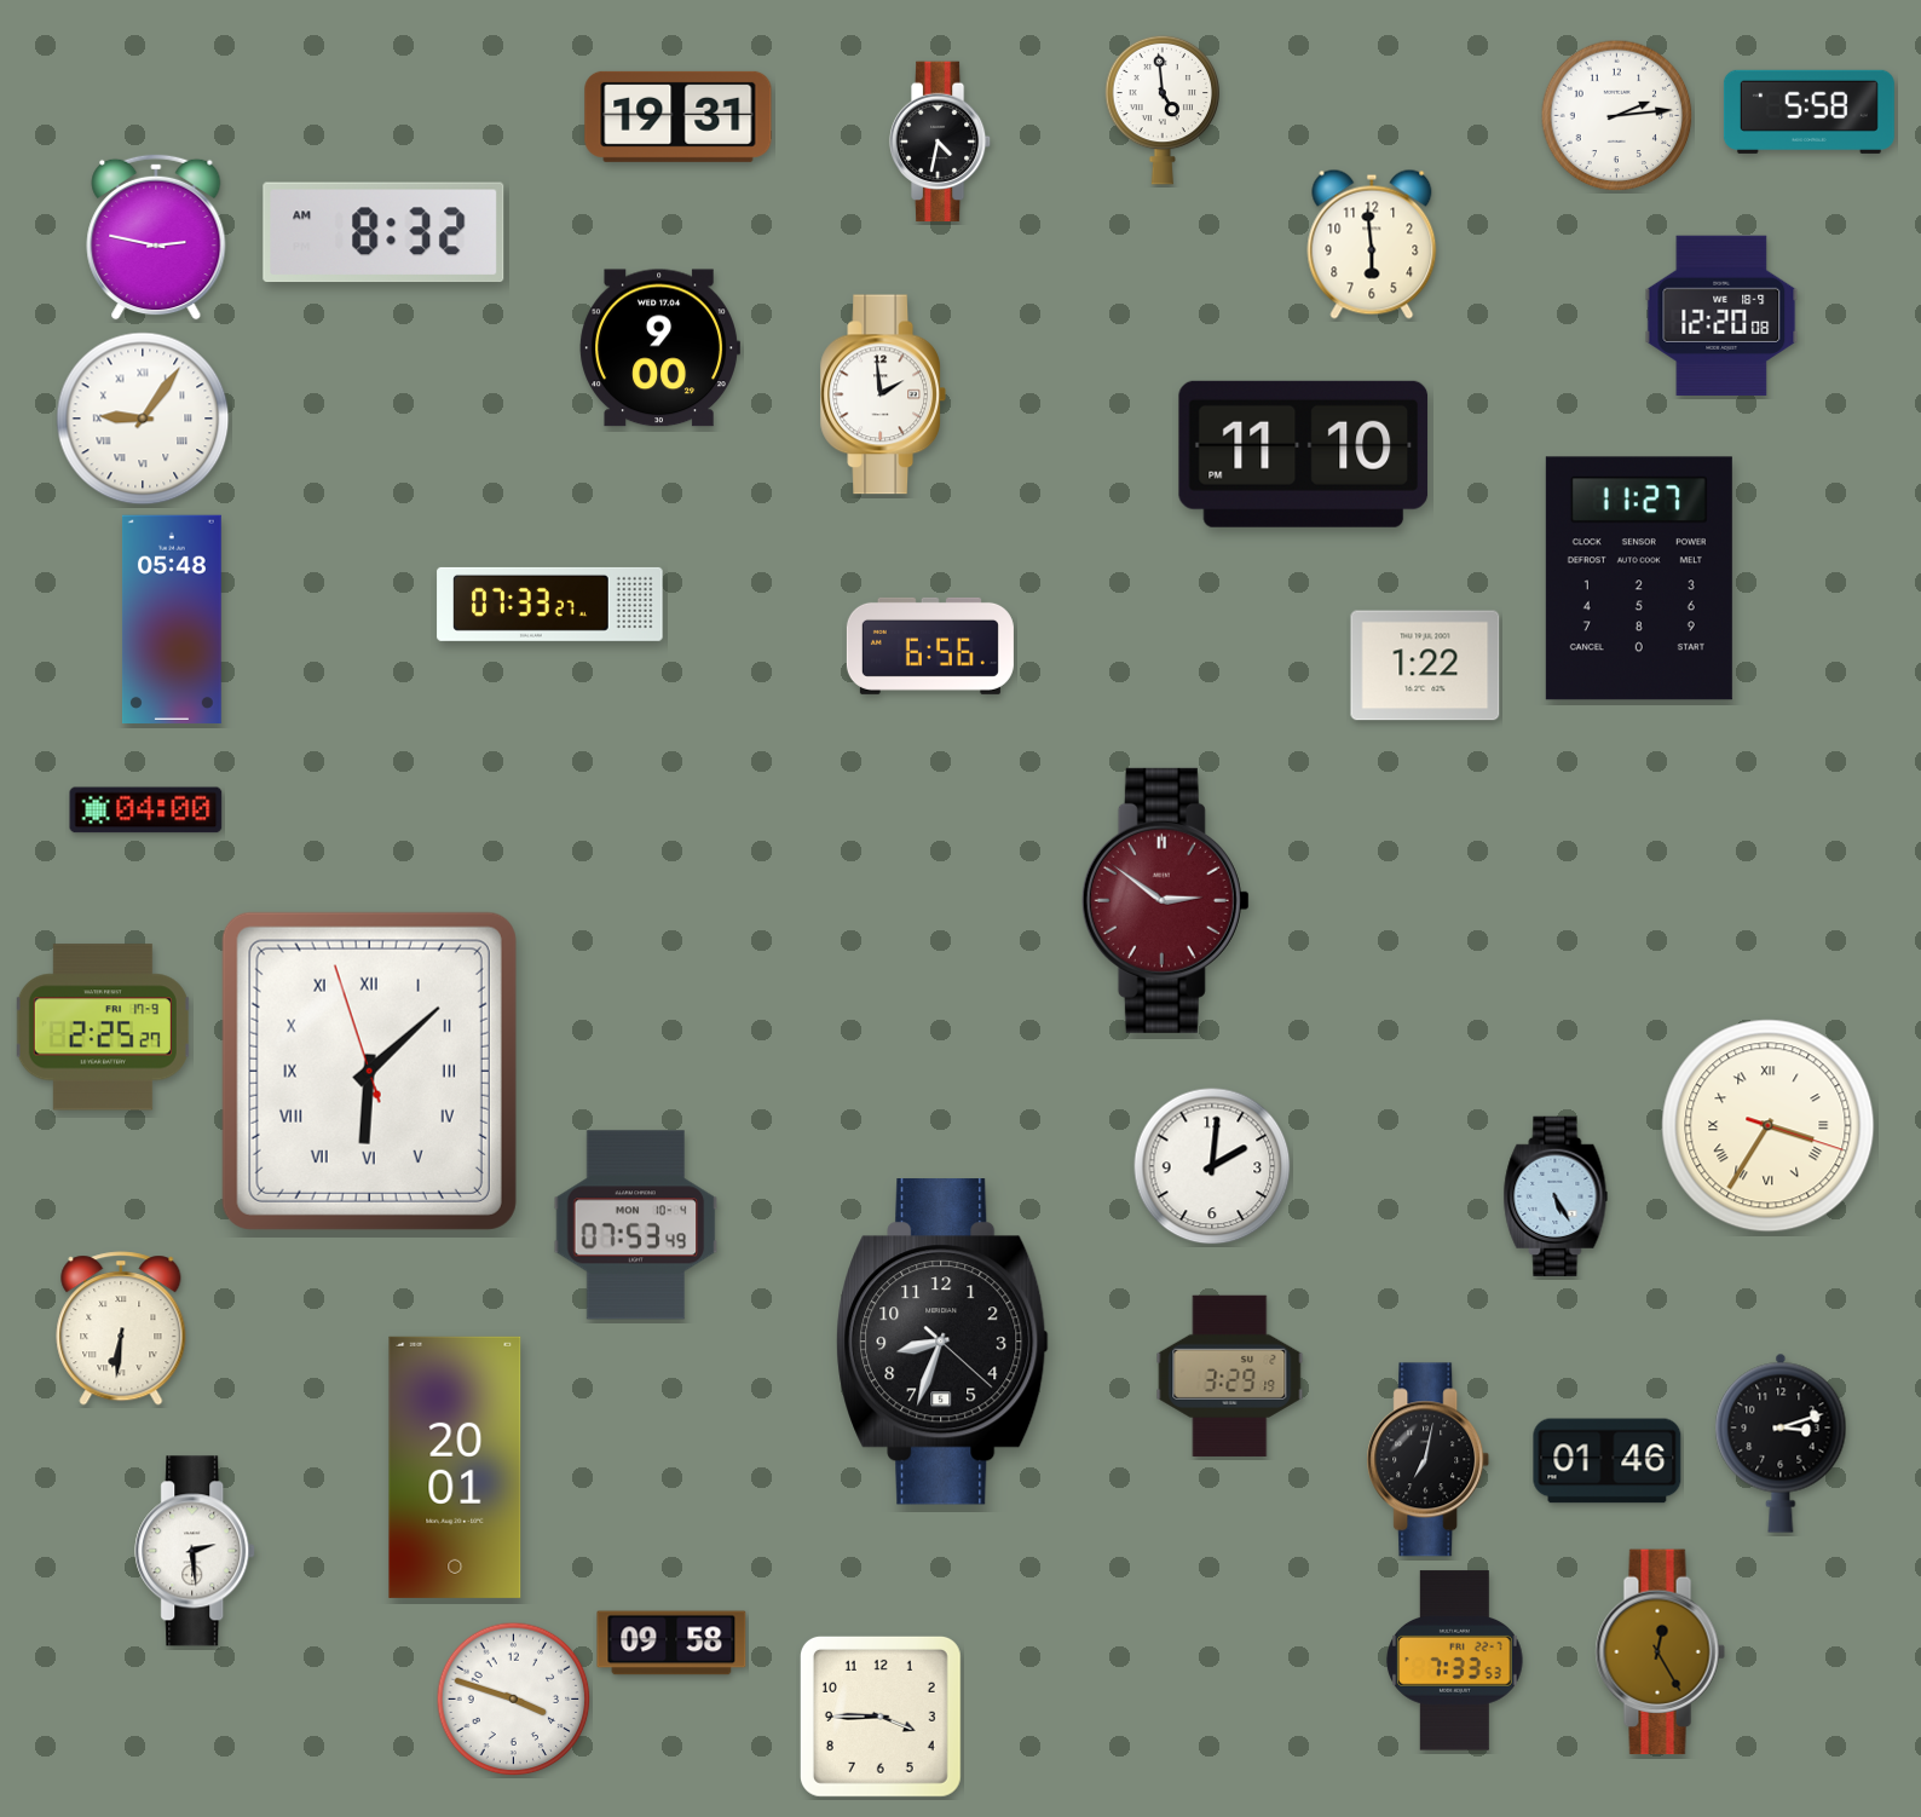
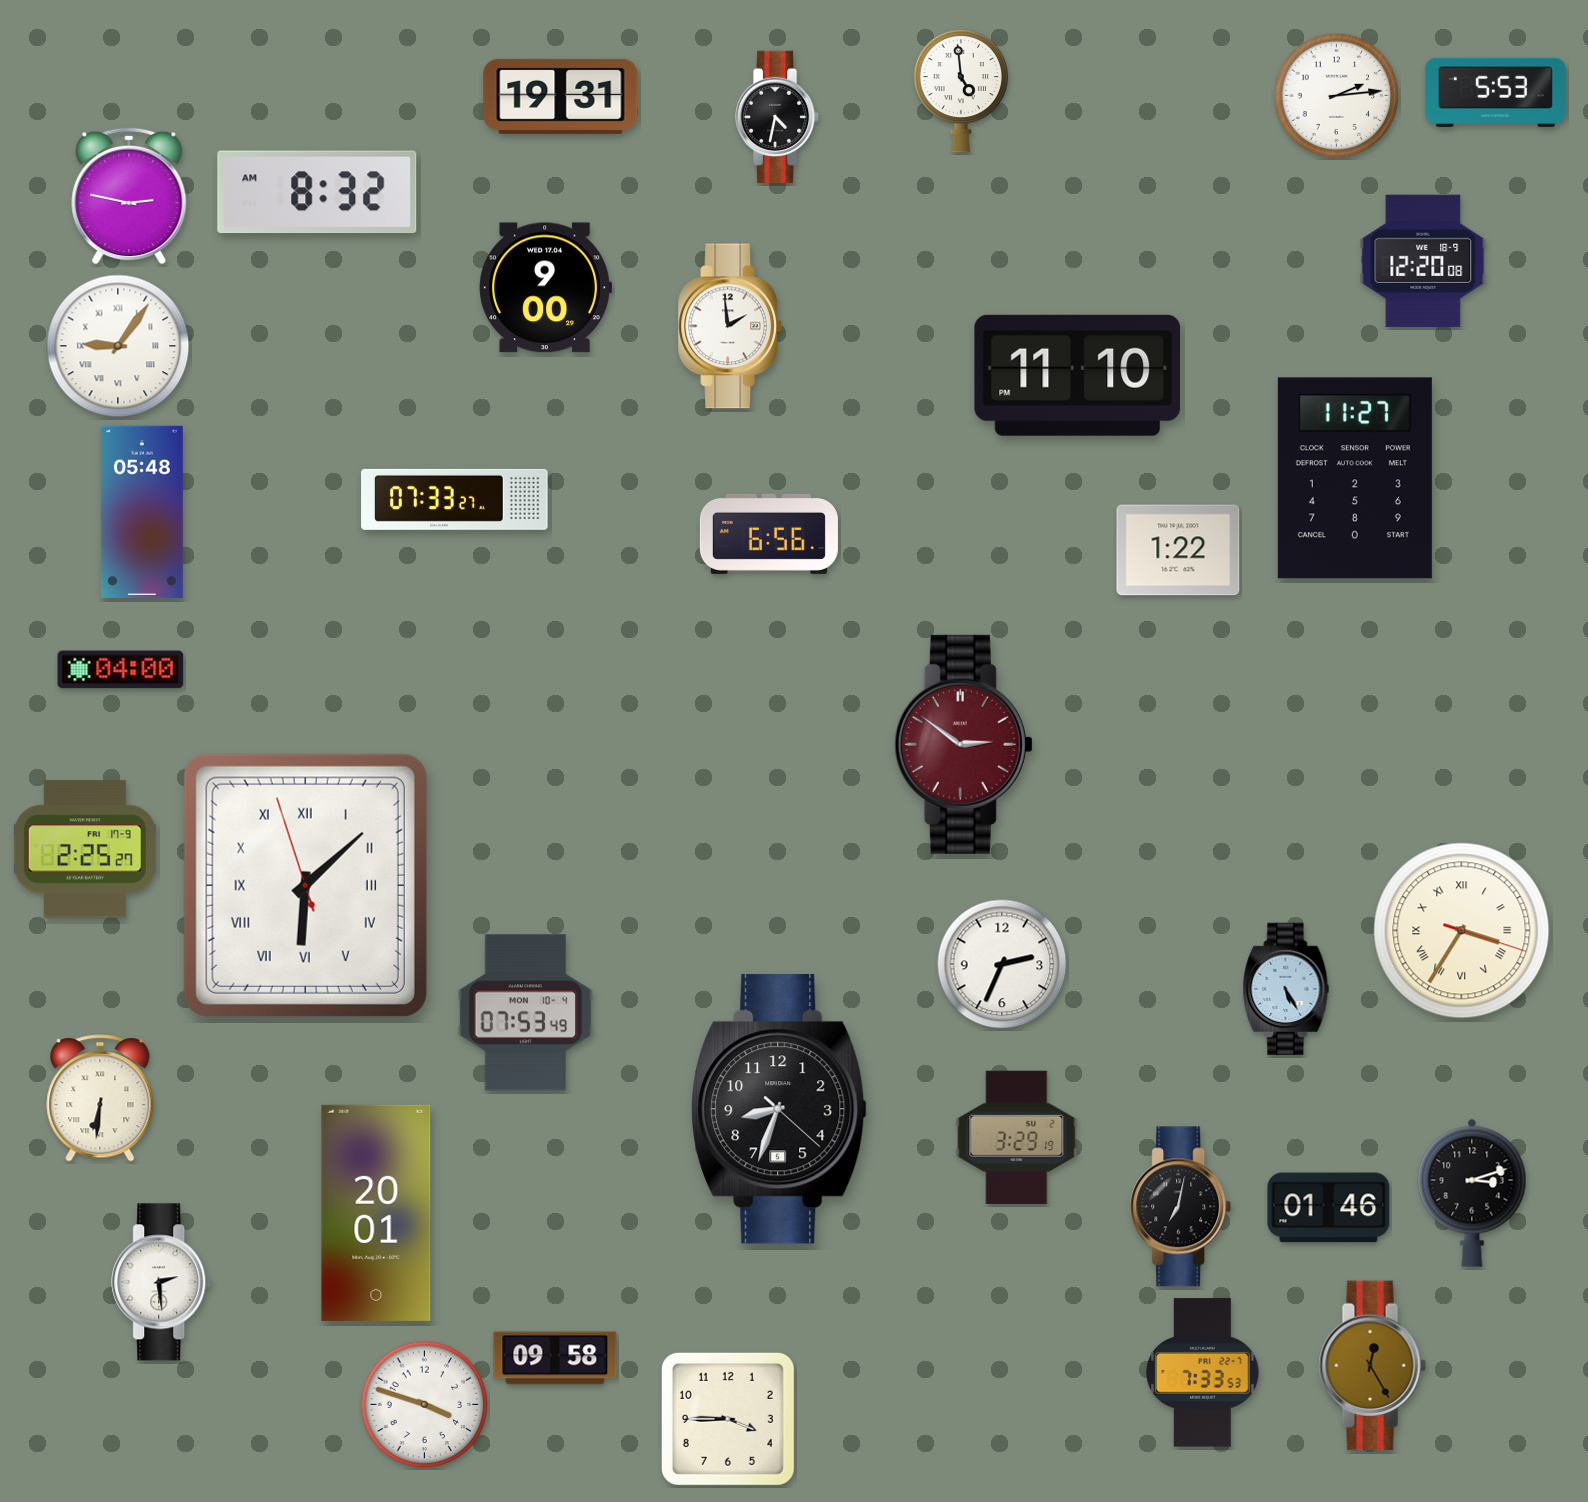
clock at (1808, 111): 5:58 -> 5:53
clock at (1372, 244): 5:59 -> none
clock at (1212, 1166): 2:01 -> 2:34
